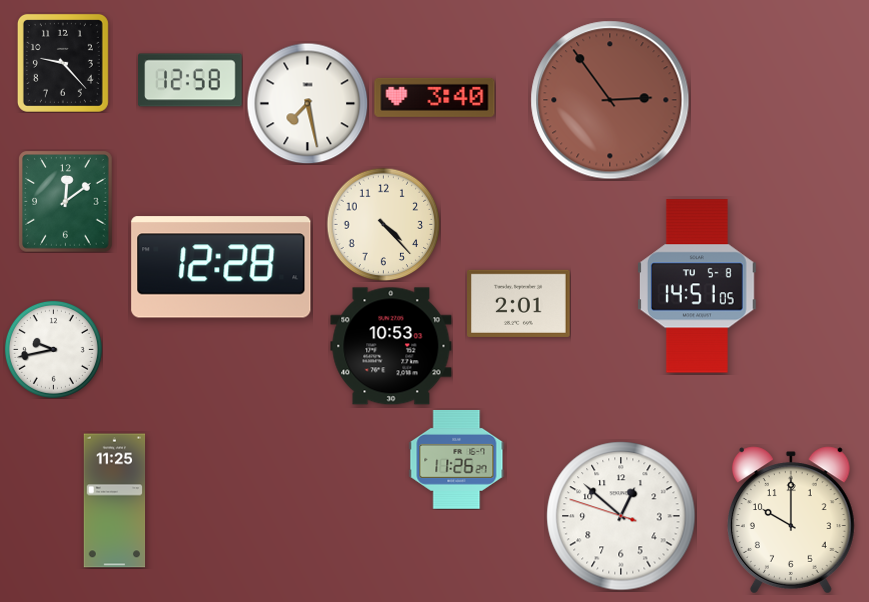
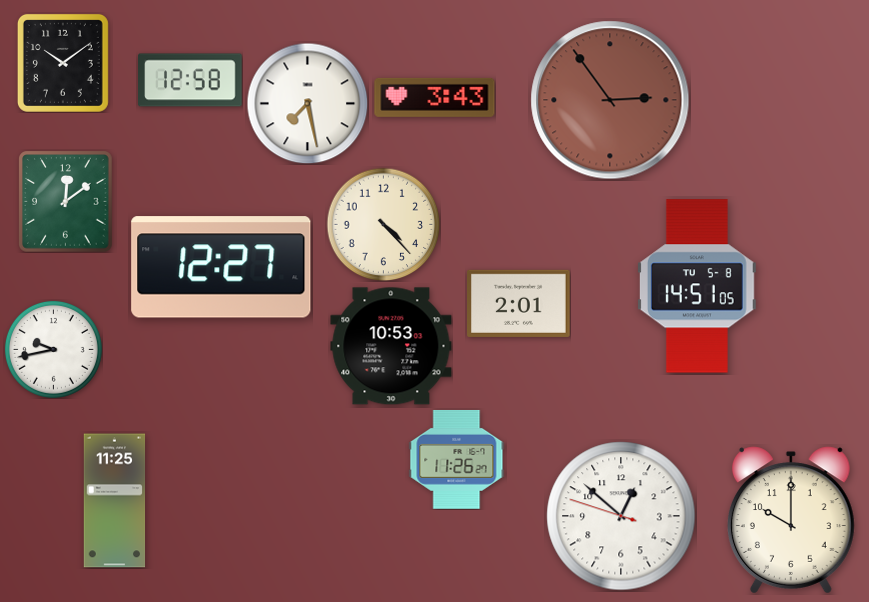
clock at (63, 63): 9:23 -> 10:09
clock at (435, 97): 3:40 -> 3:43
clock at (221, 267): 12:28 -> 12:27
